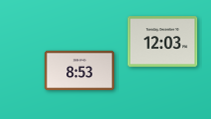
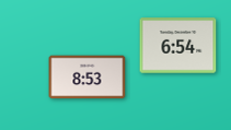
clock at (163, 42): 12:03 -> 6:54
